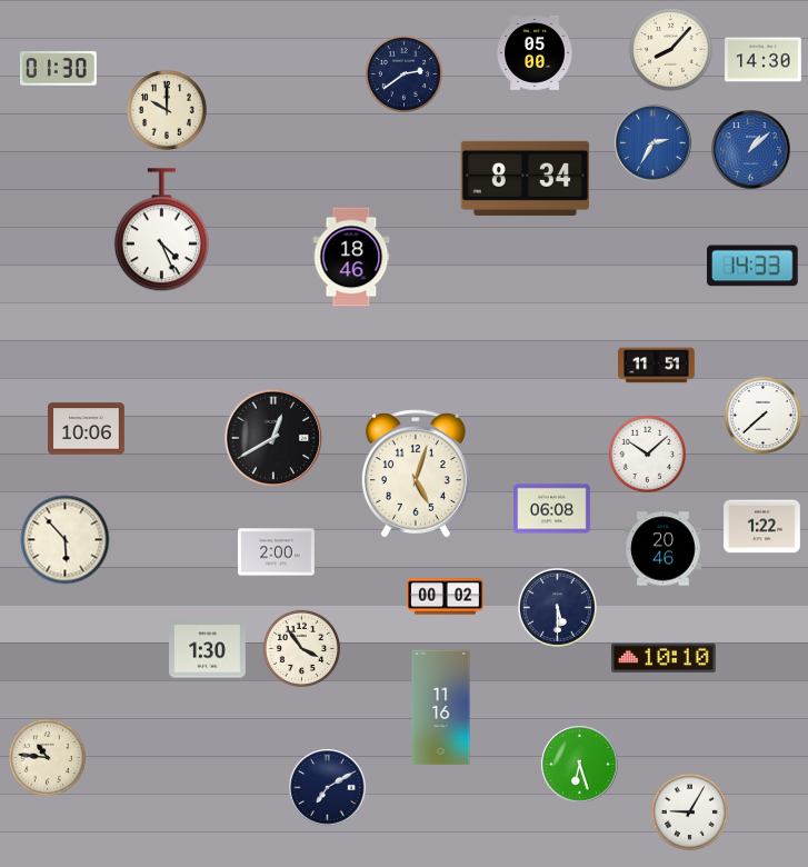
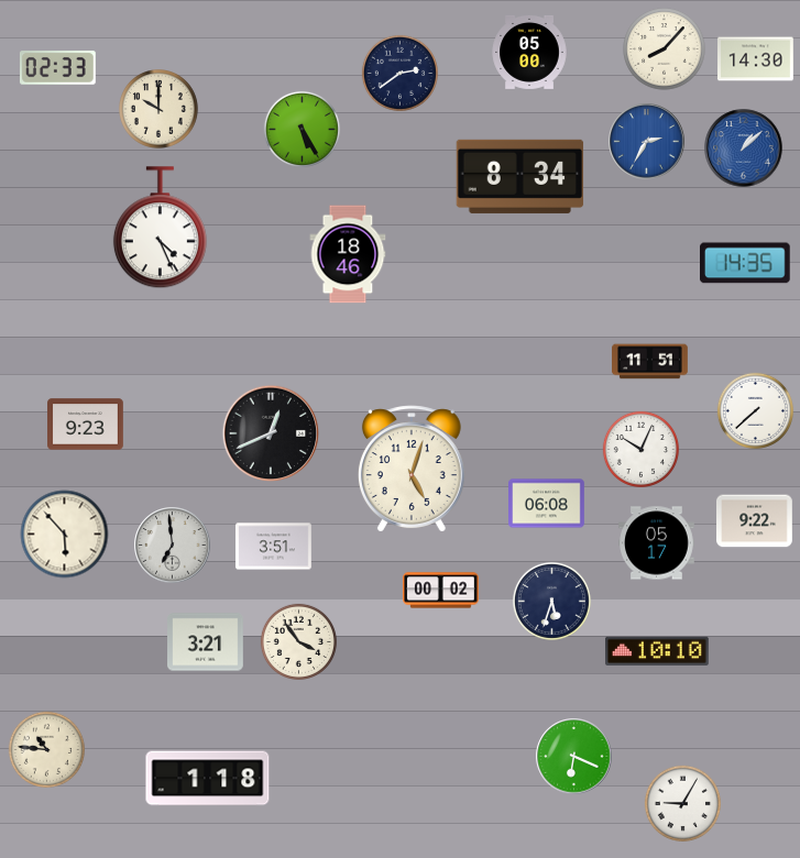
clock at (58, 69): 01:30 -> 02:33
clock at (168, 111) position: (168, 111) -> (160, 110)
clock at (302, 129): none -> 5:25
clock at (754, 266): 14:33 -> 14:35
clock at (87, 429): 10:06 -> 9:23
clock at (273, 438): 12:40 -> 12:41
clock at (647, 454): 10:08 -> 10:04
clock at (762, 527): 1:22 -> 9:22
clock at (664, 549): 20:46 -> 05:17
clock at (173, 546): none -> 6:59
clock at (277, 552): 2:00 -> 3:51
clock at (557, 607): 5:30 -> 5:33
clock at (208, 649): 1:30 -> 3:21
clock at (441, 708): 11:16 -> none
clock at (580, 765): 6:27 -> 6:19
clock at (208, 779): none -> 1:18
clock at (328, 788): 7:10 -> none
